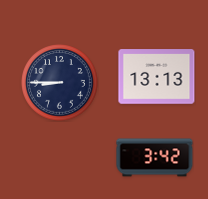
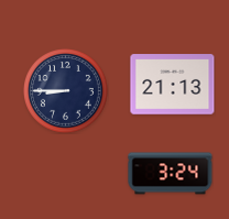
clock at (157, 77): 13:13 -> 21:13
clock at (155, 158): 3:42 -> 3:24
